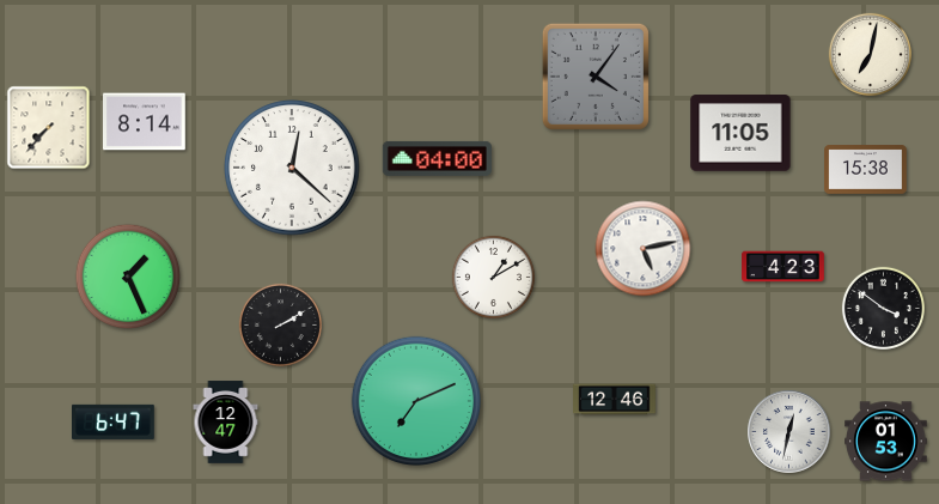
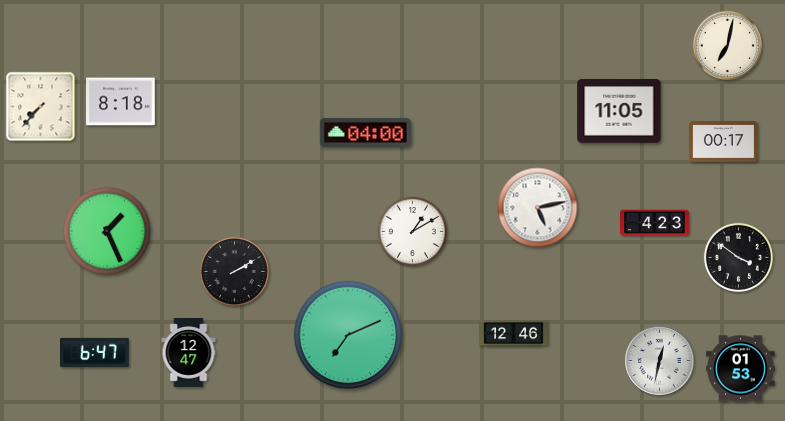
clock at (596, 77): 4:06 -> none
clock at (145, 122): 8:14 -> 8:18
clock at (292, 168): 12:22 -> none
clock at (866, 170): 15:38 -> 00:17
